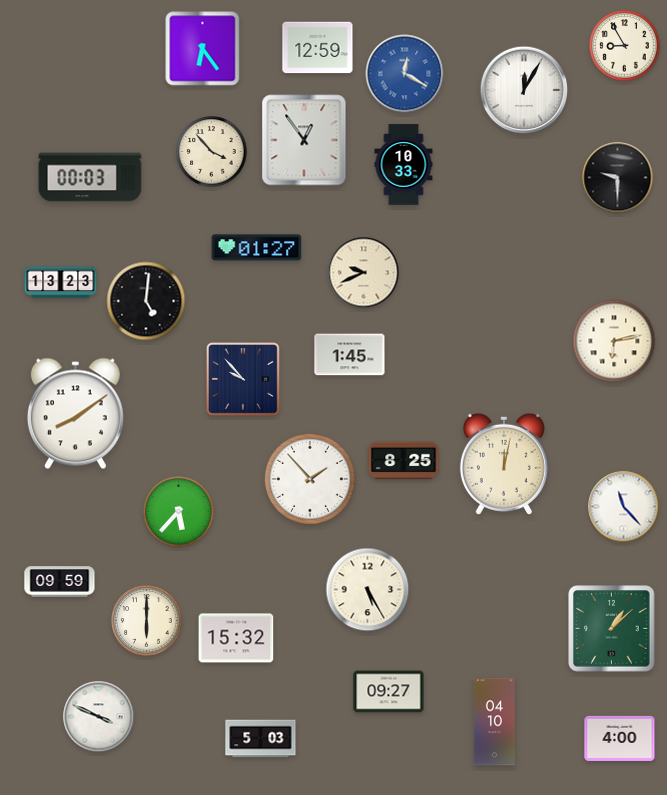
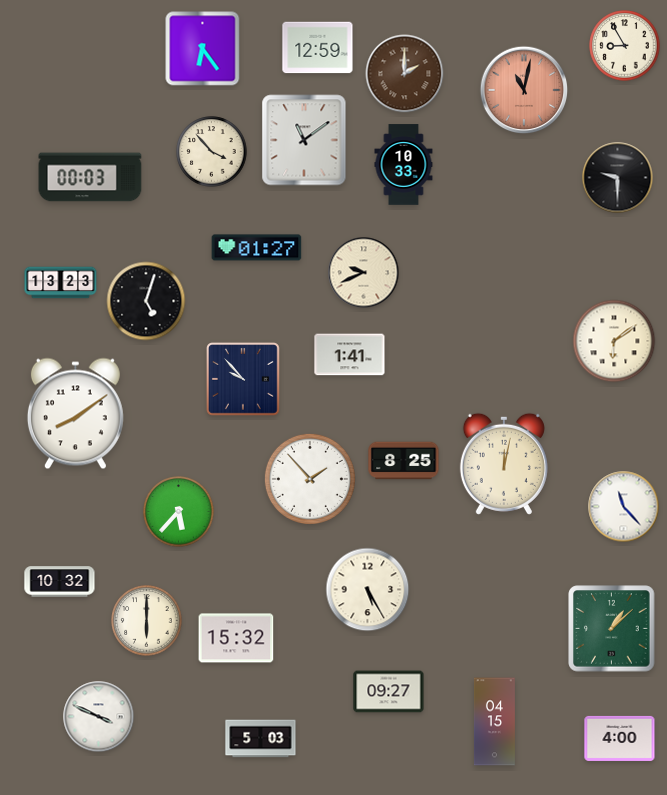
clock at (405, 74): 12:20 -> 2:00
clock at (405, 74) dial: blue -> brown
clock at (524, 90): 12:05 -> 11:02
clock at (524, 90) dial: white -> salmon
clock at (304, 140): 12:54 -> 11:09
clock at (146, 301): 5:01 -> 5:03
clock at (614, 341): 6:13 -> 6:09
clock at (350, 355): 1:45 -> 1:41
clock at (60, 582): 09:59 -> 10:32
clock at (494, 722): 04:10 -> 04:15
